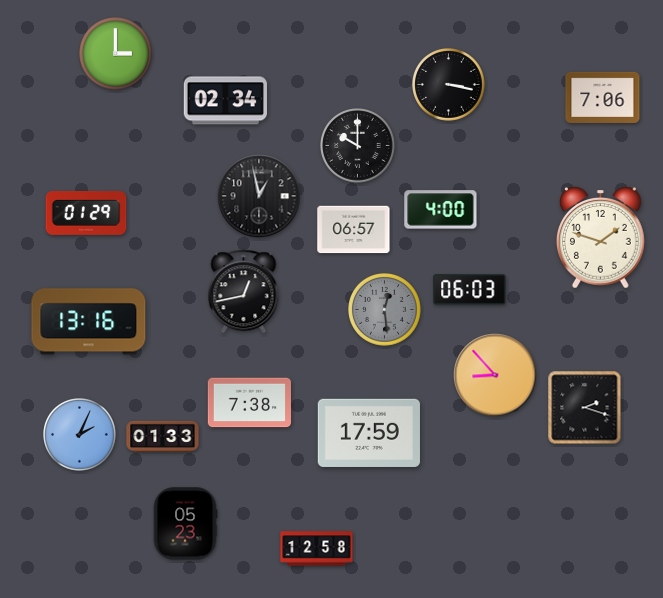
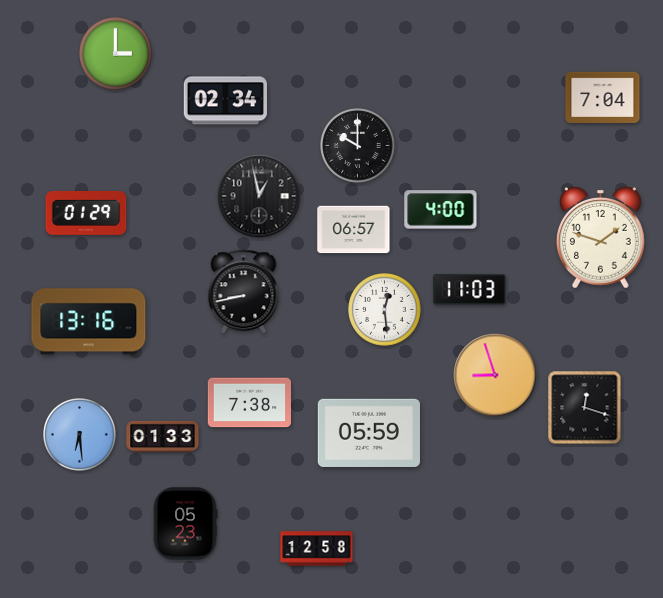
clock at (449, 85): 3:17 -> none
clock at (603, 97): 7:06 -> 7:04
clock at (470, 290): 06:03 -> 11:03
clock at (244, 292): 12:43 -> 8:43
clock at (385, 310) dial: grey -> white
clock at (495, 375): 8:53 -> 8:57
clock at (585, 408): 2:18 -> 12:18
clock at (369, 433): 17:59 -> 05:59
clock at (80, 435): 2:04 -> 6:29
